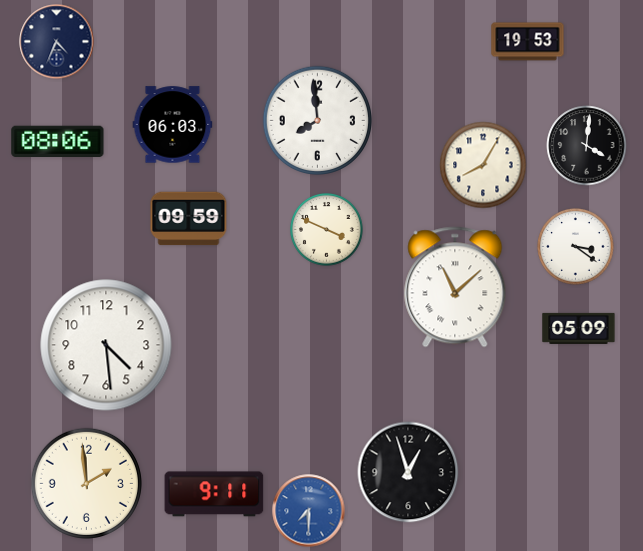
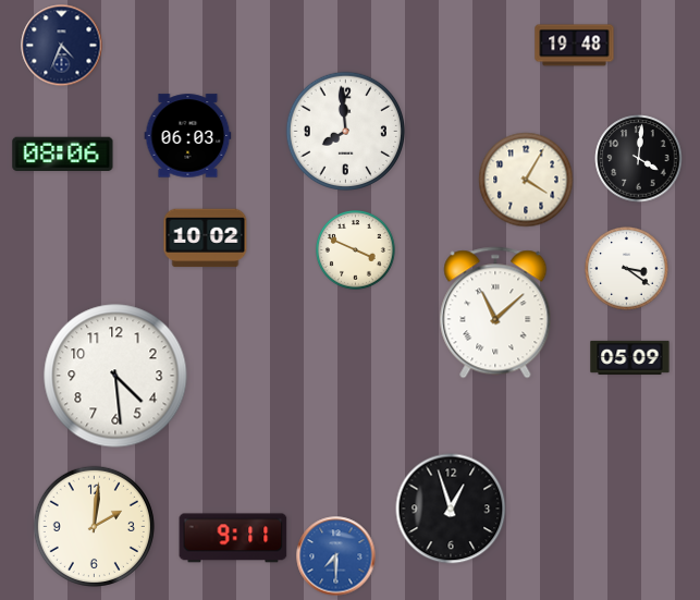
clock at (528, 42): 19:53 -> 19:48
clock at (483, 165): 8:05 -> 4:05
clock at (189, 219): 09:59 -> 10:02
clock at (408, 472) position: (408, 472) -> (451, 509)
clock at (86, 483): 1:59 -> 2:01
